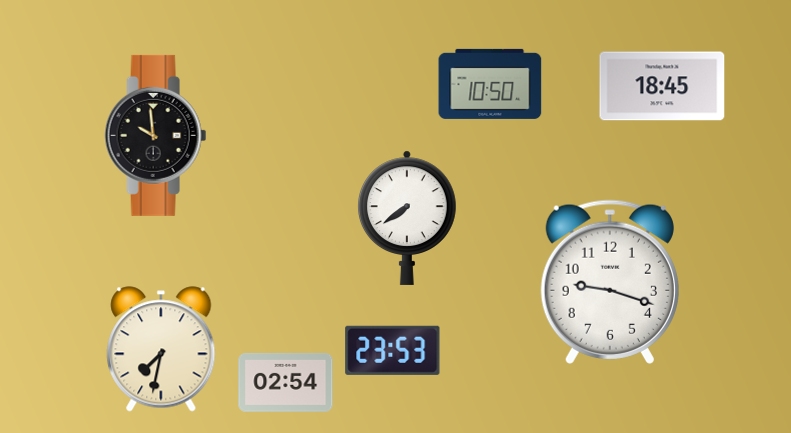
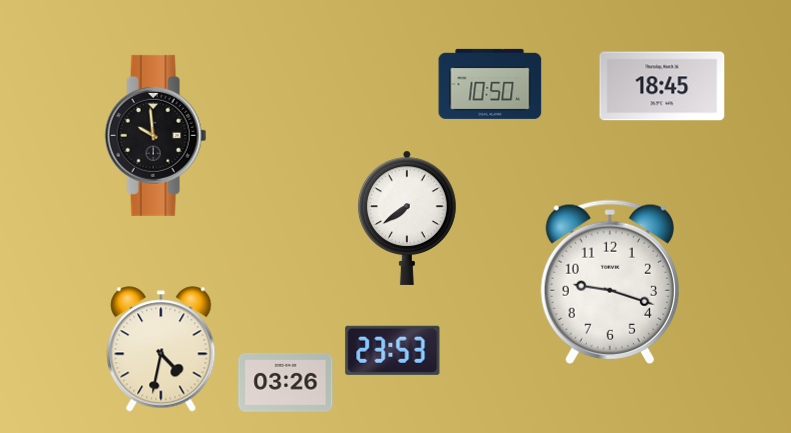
clock at (161, 349): 7:32 -> 4:32
clock at (286, 382): 02:54 -> 03:26
